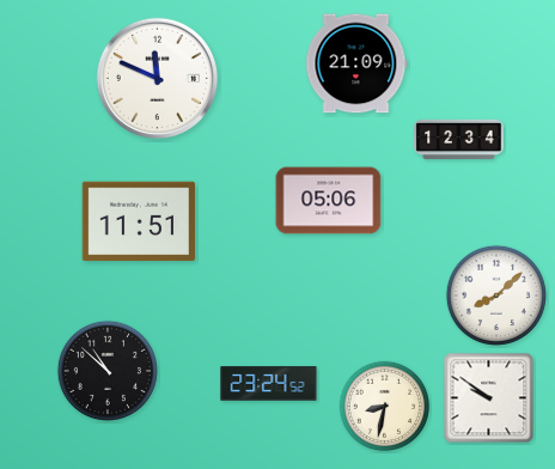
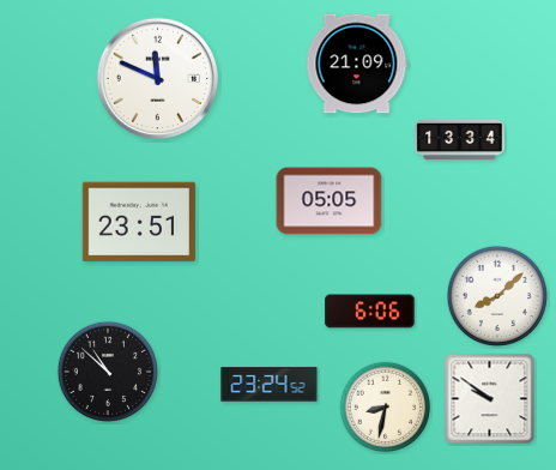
clock at (459, 140): 12:34 -> 13:34
clock at (329, 201): 05:06 -> 05:05
clock at (139, 221): 11:51 -> 23:51
clock at (370, 312): none -> 6:06
